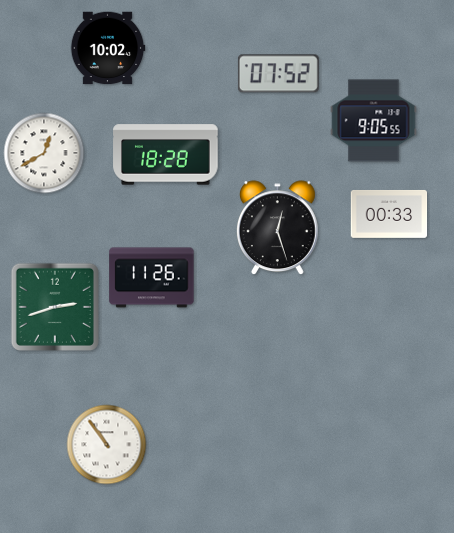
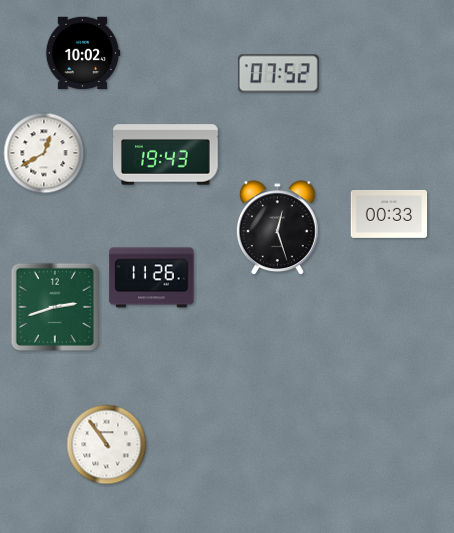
clock at (108, 48) position: (108, 48) -> (83, 53)
clock at (374, 121): 9:05 -> none
clock at (166, 155): 18:28 -> 19:43
